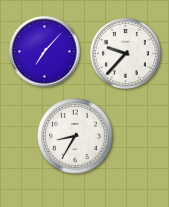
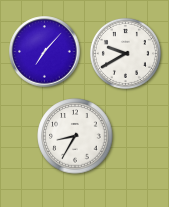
clock at (125, 53): 9:37 -> 9:40
